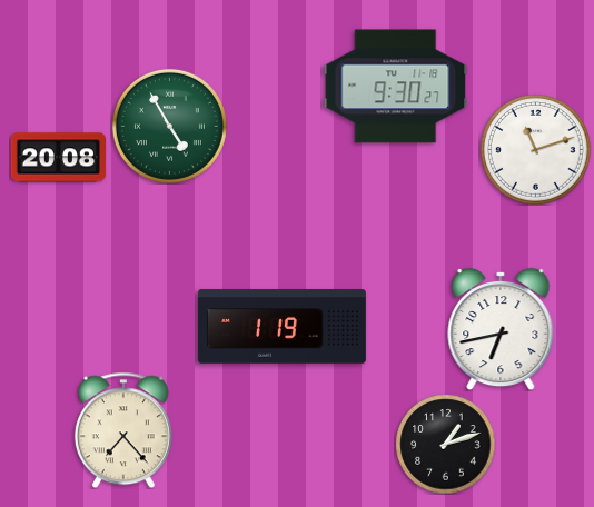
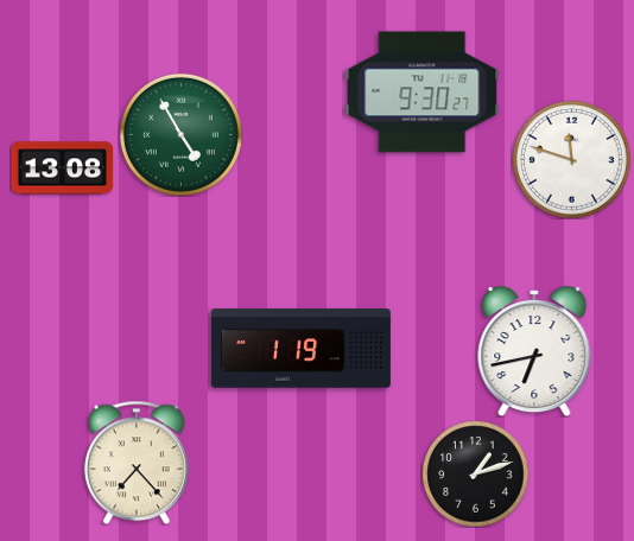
clock at (535, 149): 11:12 -> 11:48
clock at (58, 158): 20:08 -> 13:08
clock at (123, 430) position: (123, 430) -> (137, 463)
